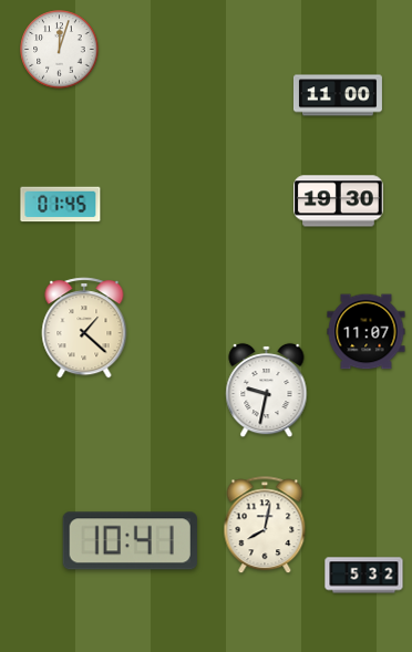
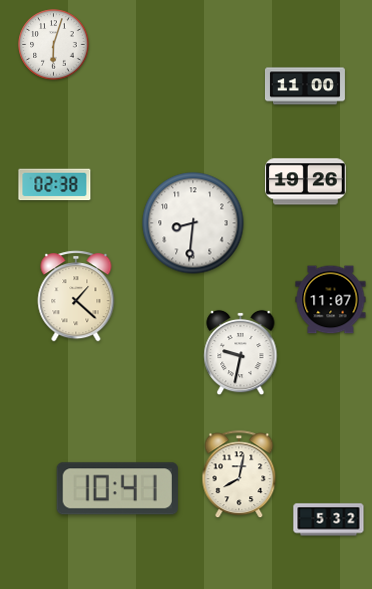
clock at (60, 50): 12:03 -> 6:03
clock at (339, 201): 19:30 -> 19:26
clock at (61, 205): 01:45 -> 02:38
clock at (193, 223): none -> 8:31
